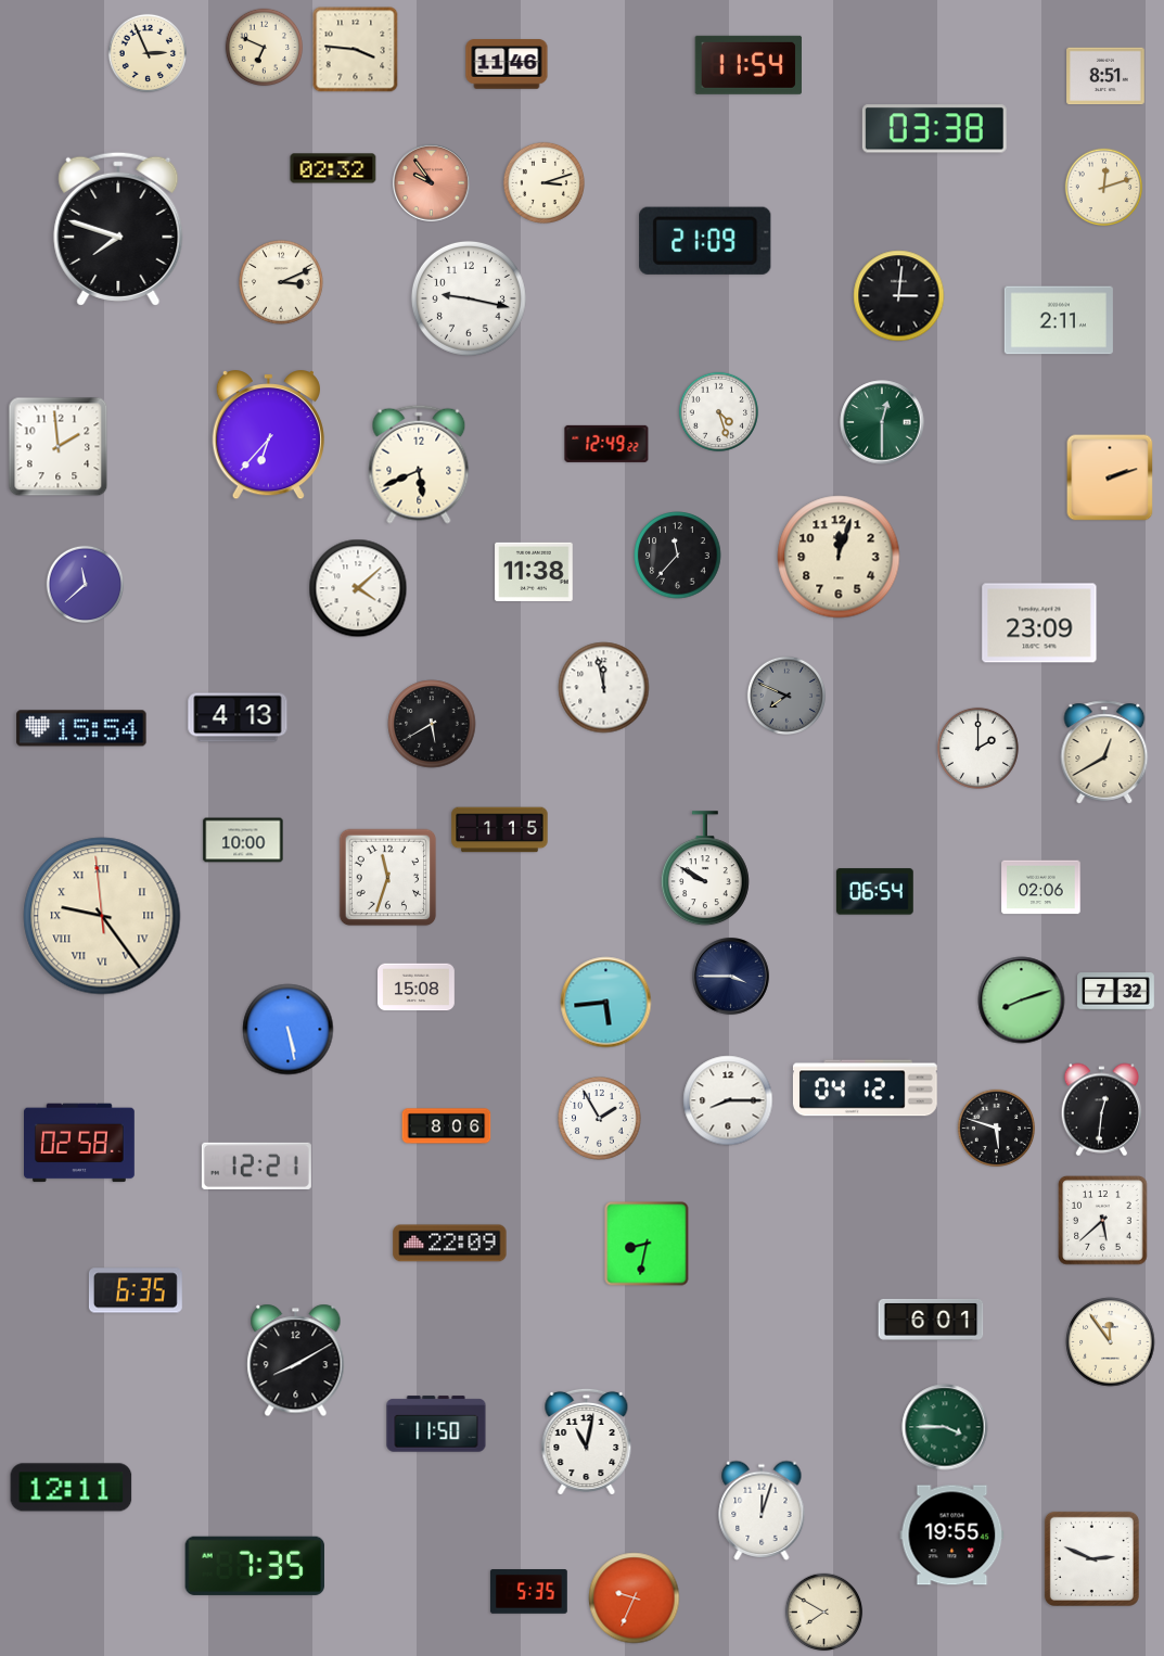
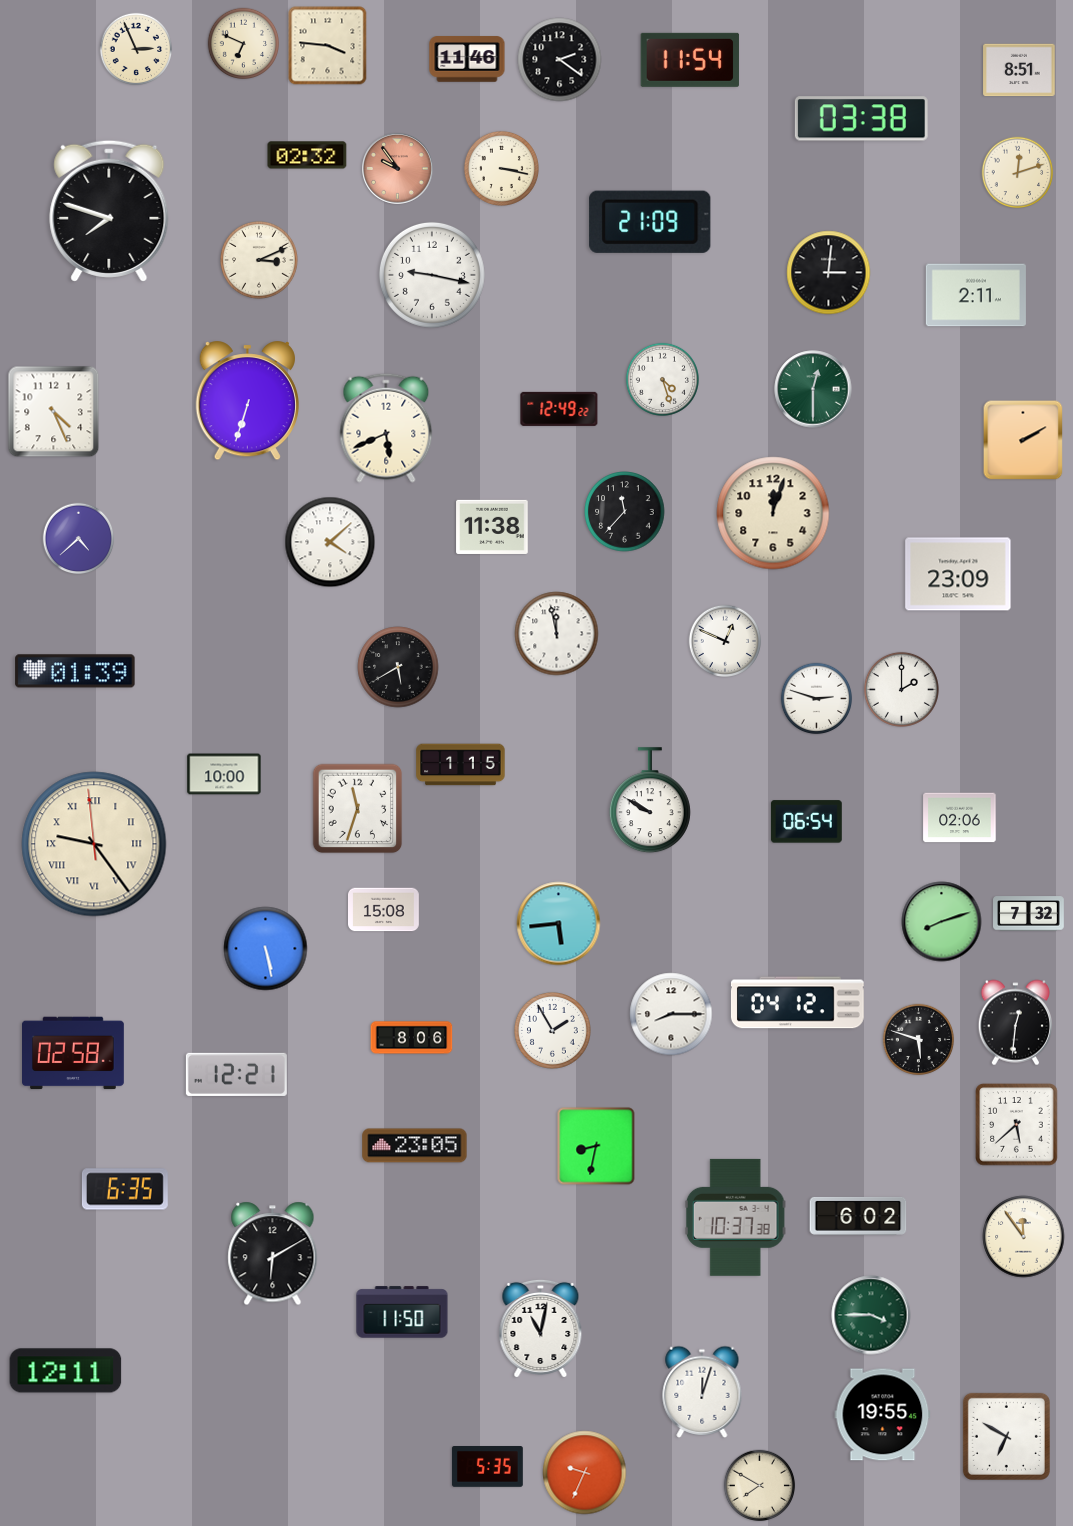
clock at (560, 60): none -> 2:21
clock at (543, 182): 3:12 -> 3:17
clock at (268, 435): 6:37 -> 6:33
clock at (59, 447): 1:59 -> 4:26
clock at (1110, 477): 2:12 -> 2:10
clock at (86, 585): 11:38 -> 4:38
clock at (785, 695): 7:49 -> 12:49
clock at (785, 695) dial: grey -> white
clock at (238, 717): 4:13 -> none
clock at (81, 728): 15:54 -> 01:39
clock at (1104, 752): 12:40 -> none
clock at (817, 699): none -> 2:48
clock at (731, 977): 3:45 -> none
clock at (450, 1244): 22:09 -> 23:05
clock at (931, 1320): 6:01 -> 6:02
clock at (735, 1217): none -> 10:37
clock at (296, 1361): 8:10 -> 6:10
clock at (952, 1536) position: (952, 1536) -> (883, 1415)
clock at (1091, 1558): 2:49 -> 6:50
clock at (254, 1566): 7:35 -> none
